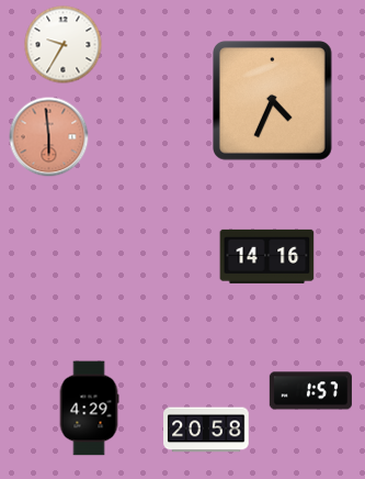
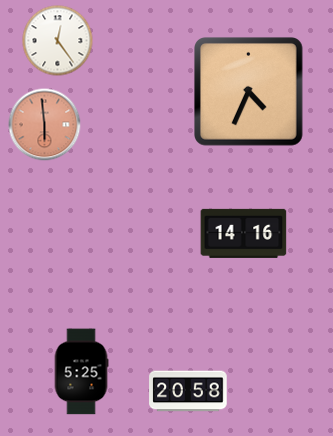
clock at (64, 45): 9:35 -> 12:24
clock at (310, 391): 1:57 -> none
clock at (89, 409): 4:29 -> 5:25
